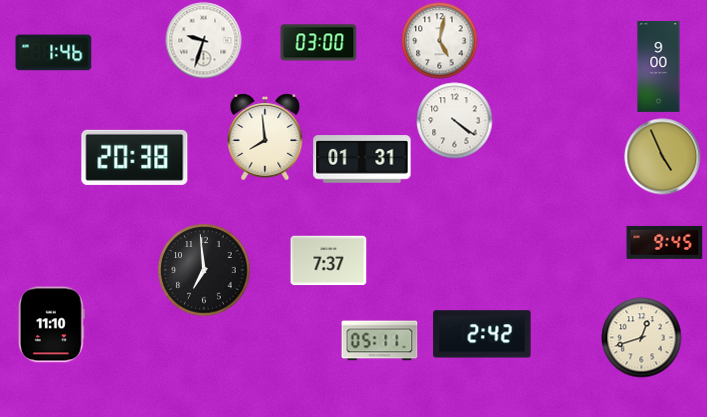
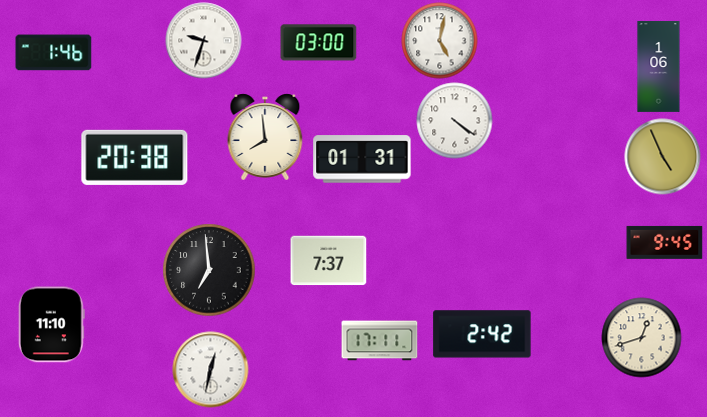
clock at (659, 67): 9:00 -> 1:06
clock at (204, 270) position: (204, 270) -> (209, 270)
clock at (380, 341): 05:11 -> 17:11
clock at (211, 370): none -> 12:32
